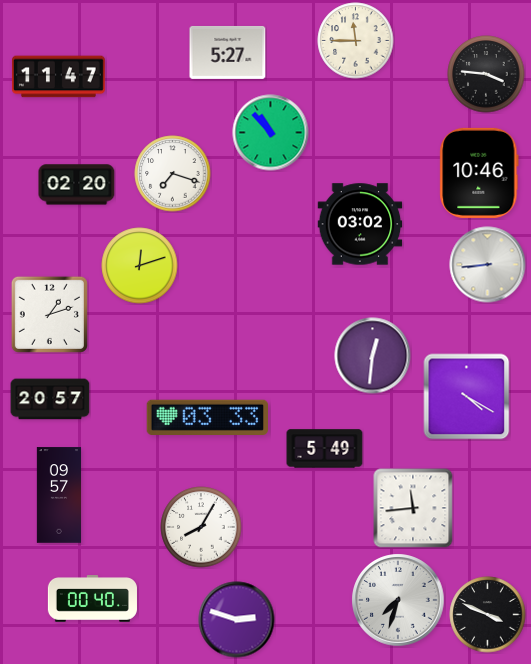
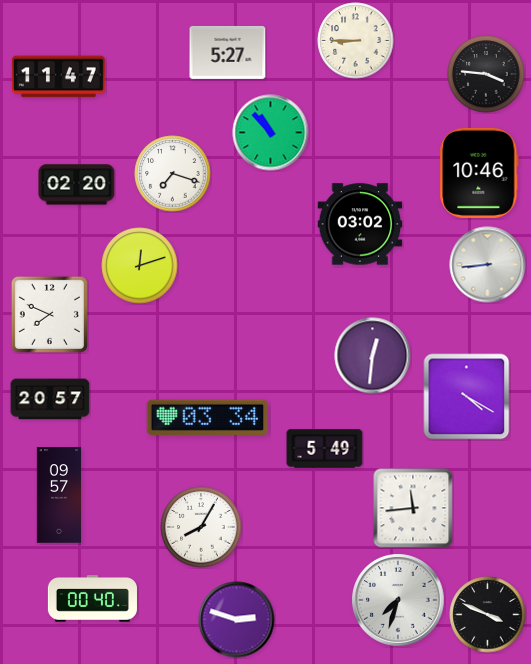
clock at (356, 41): 11:45 -> 8:45
clock at (49, 314): 1:12 -> 7:49
clock at (207, 417): 03:33 -> 03:34
